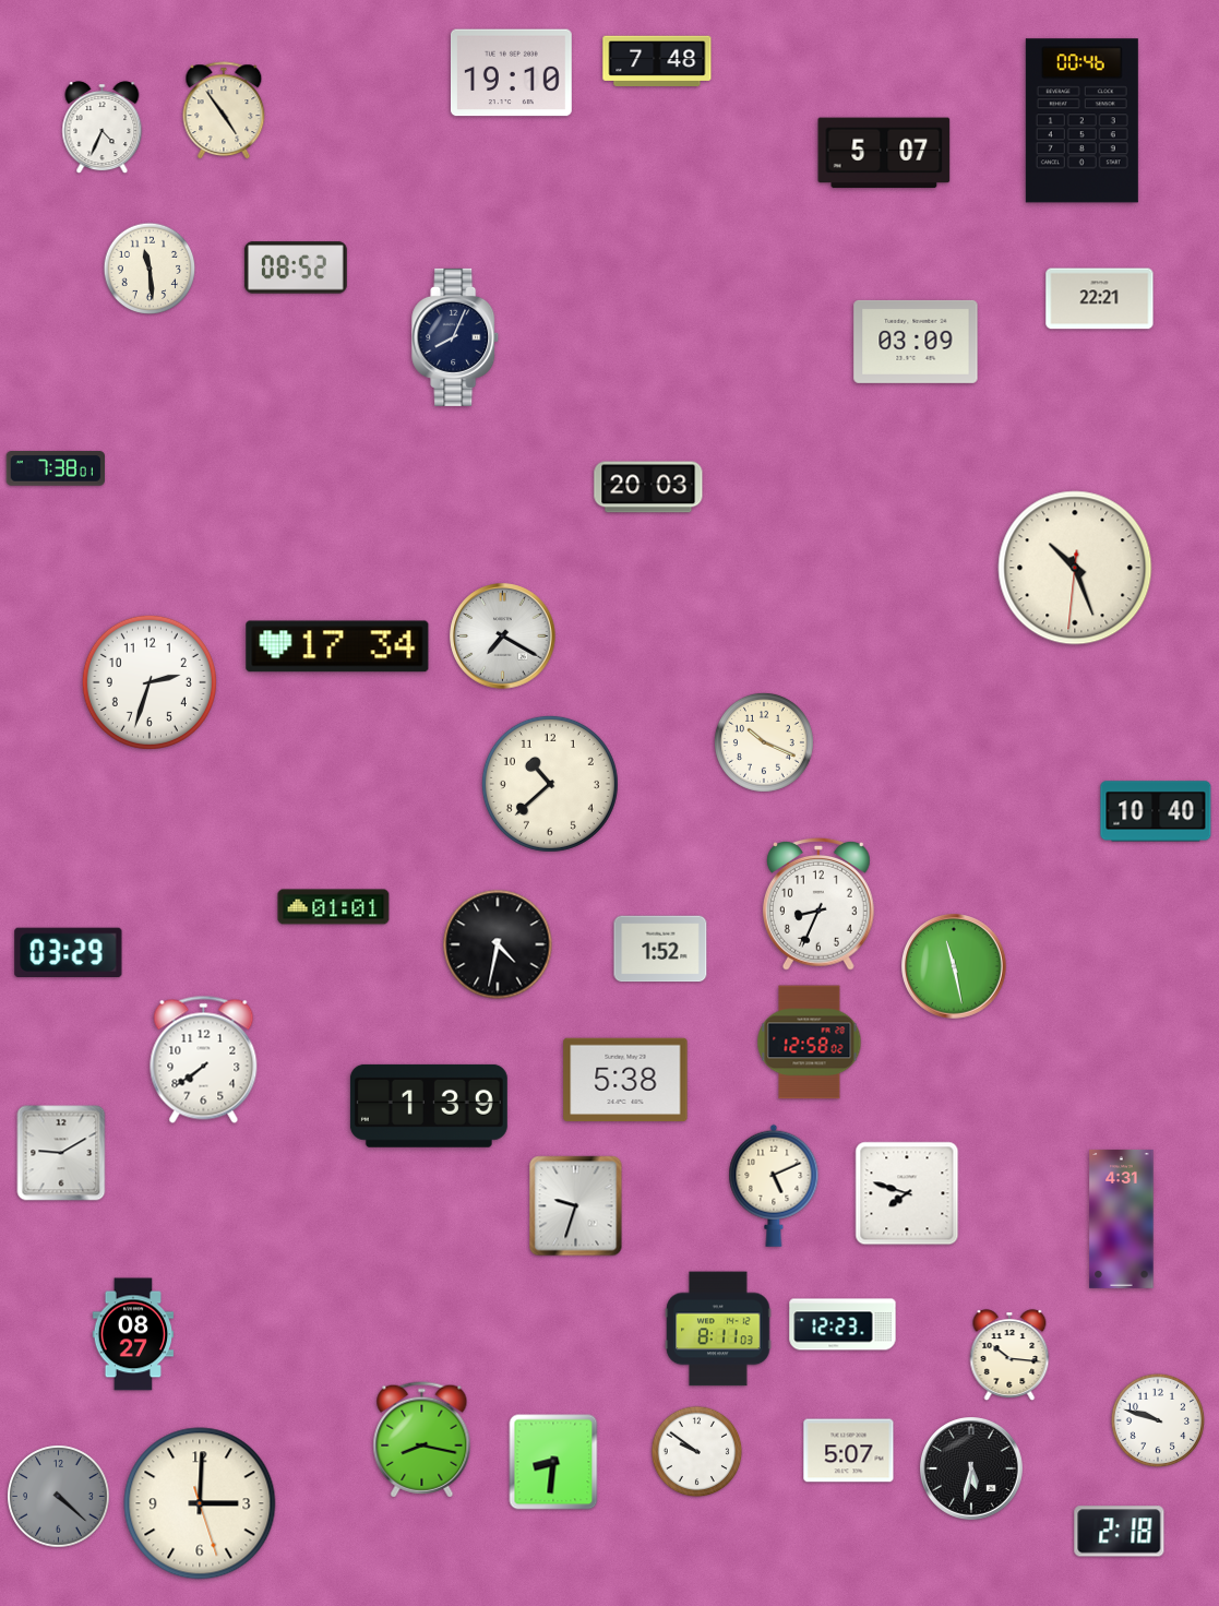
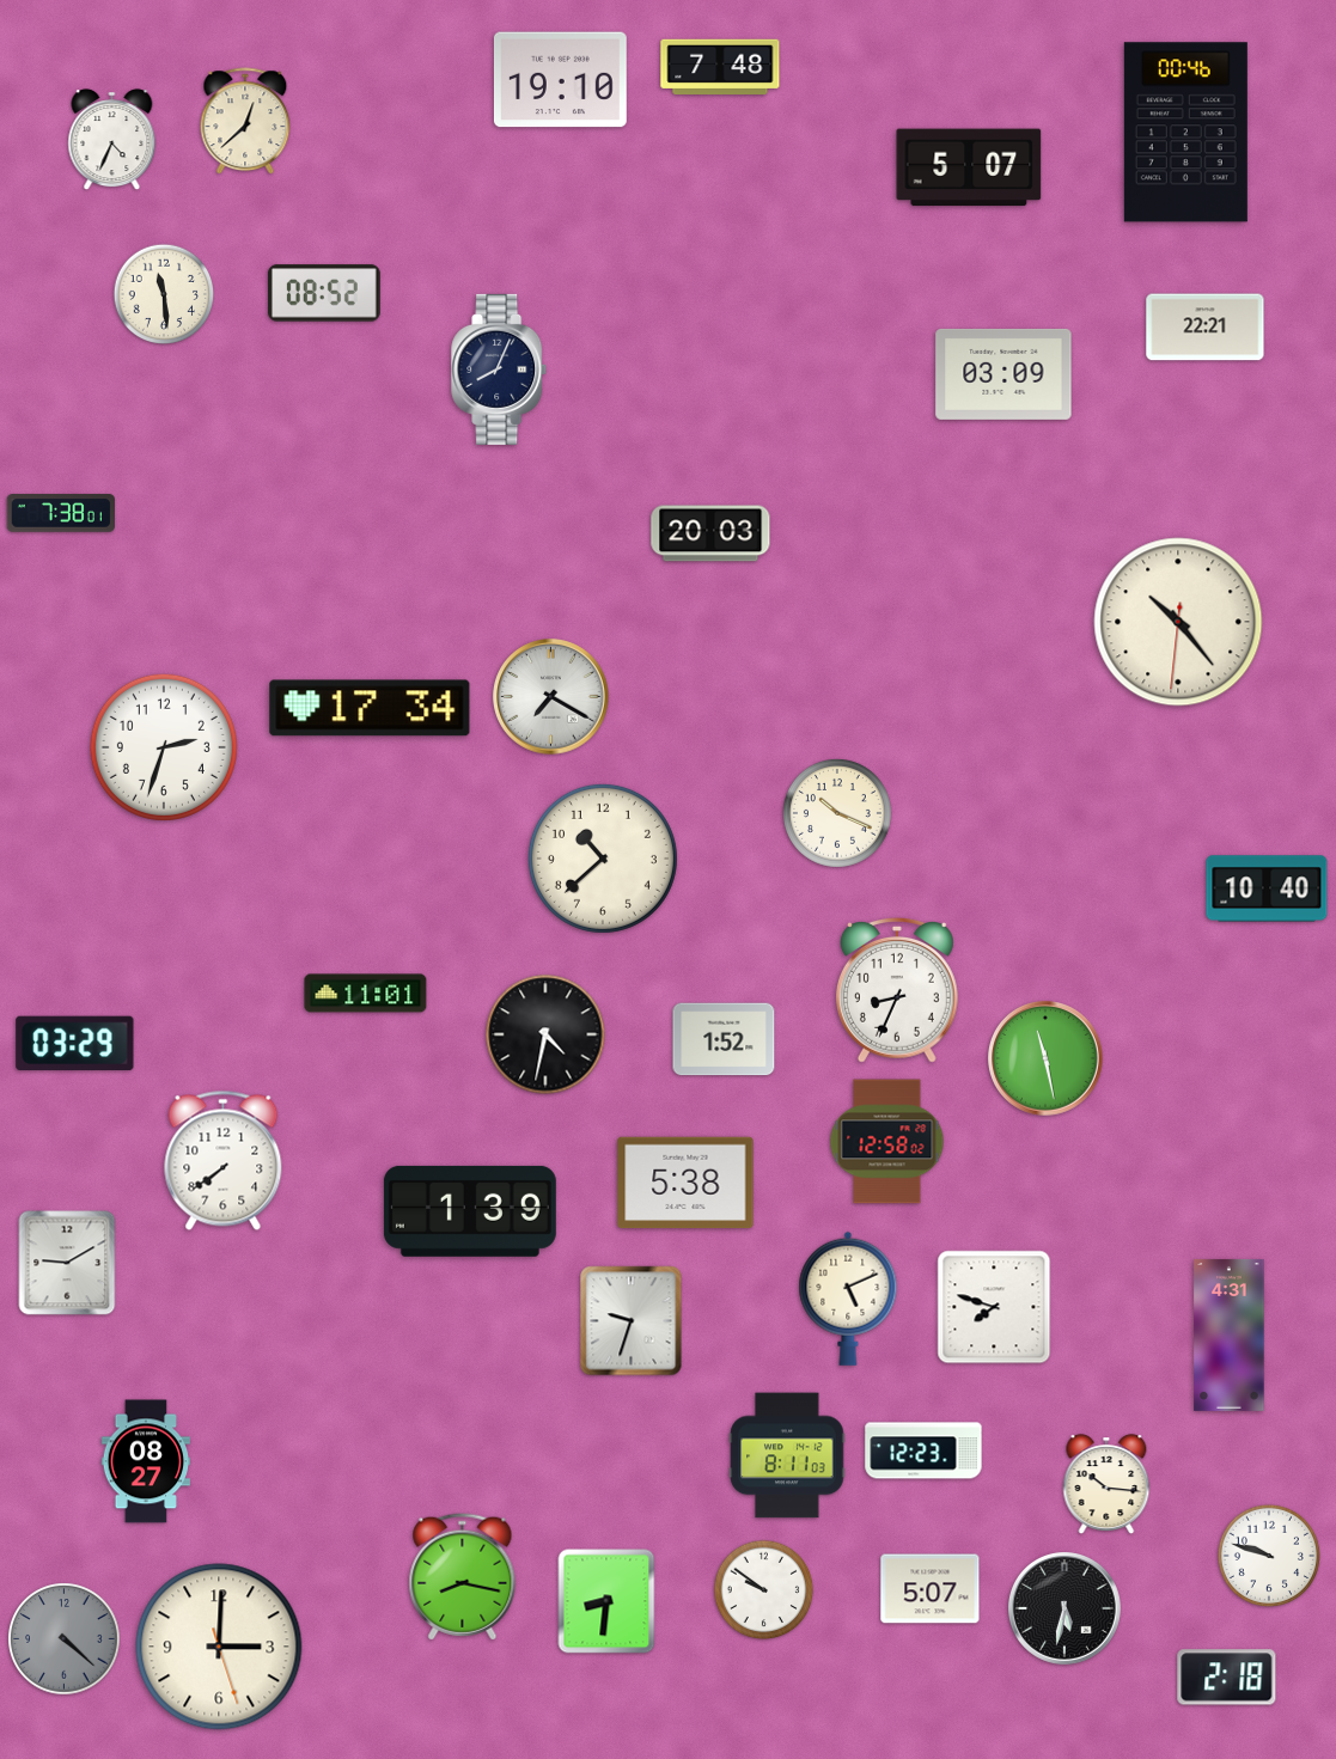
clock at (224, 111): 4:54 -> 12:38
clock at (1075, 568): 10:26 -> 10:23
clock at (334, 907): 01:01 -> 11:01
